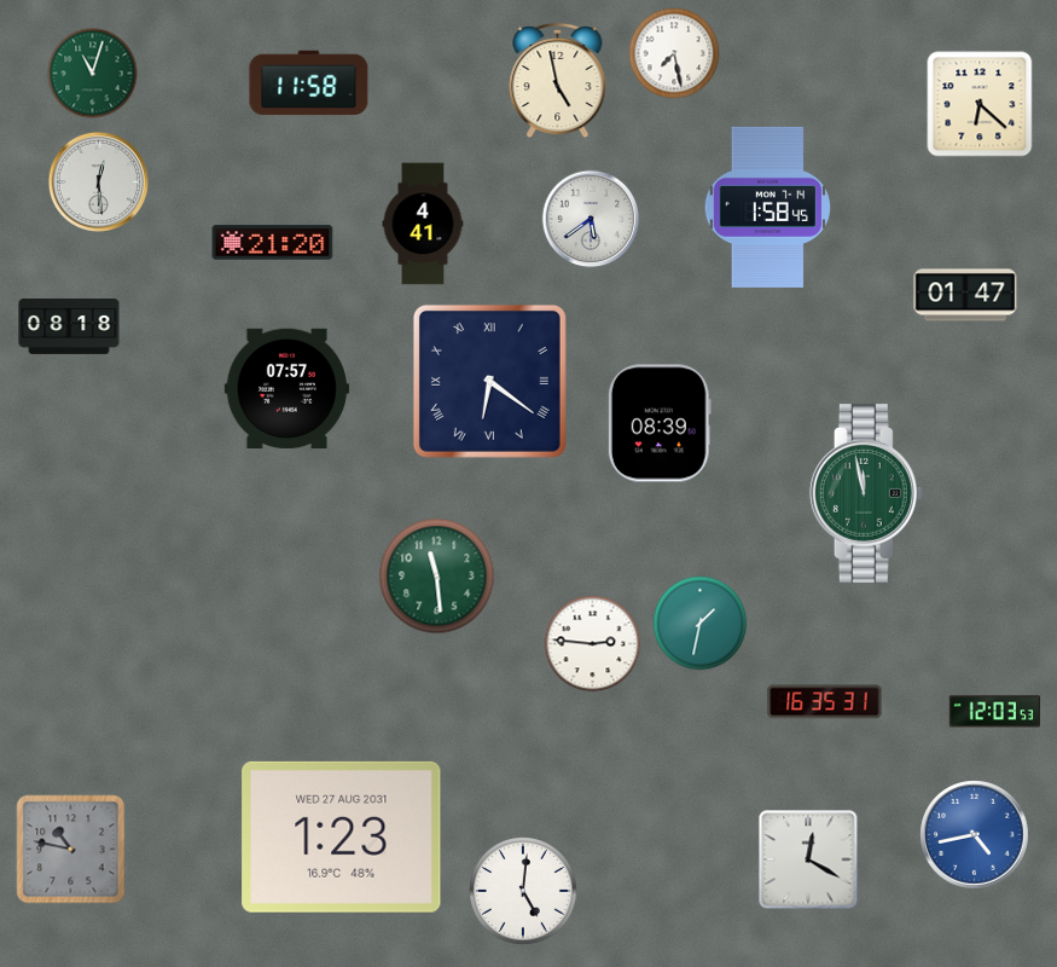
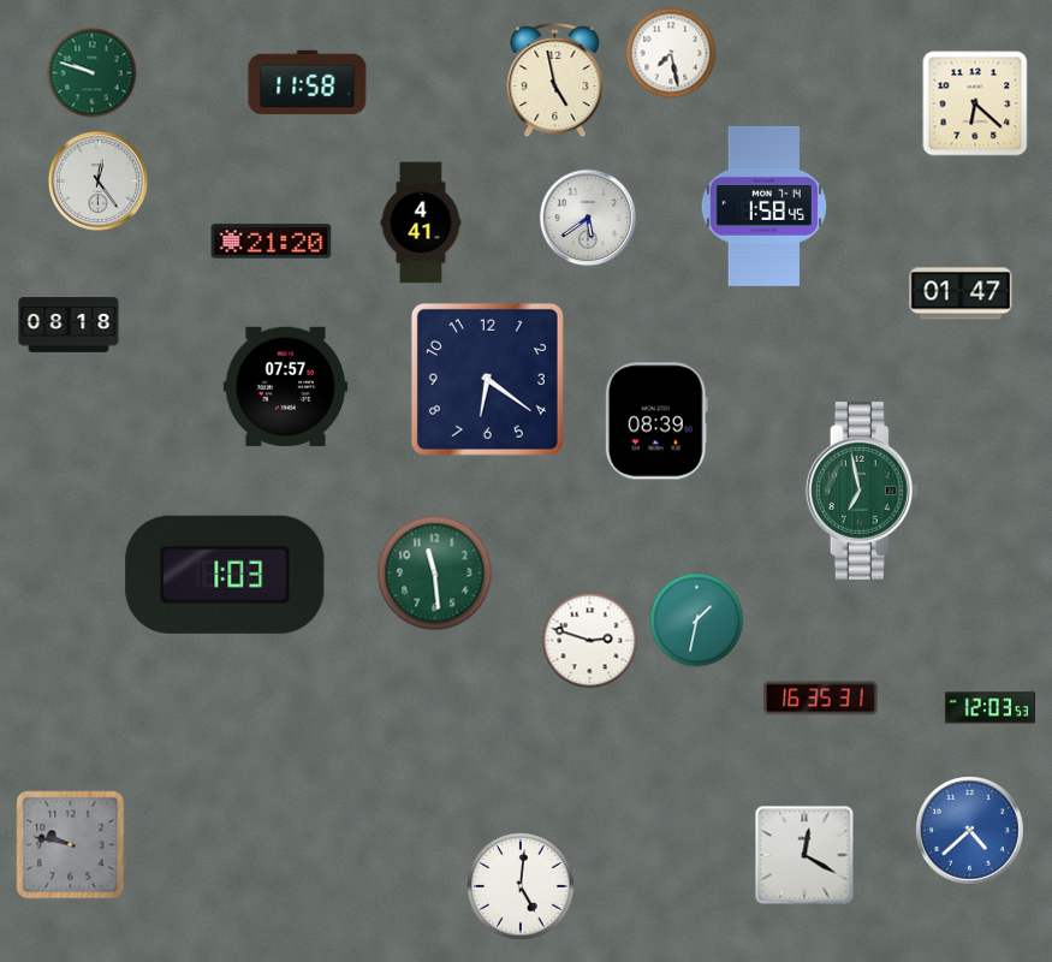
clock at (93, 74): 11:03 -> 9:48
clock at (98, 181): 12:29 -> 12:24
clock at (489, 381) numerals: Roman -> Arabic
clock at (866, 493): 11:58 -> 6:58
clock at (225, 575): none -> 1:03
clock at (593, 644): 2:46 -> 2:48
clock at (975, 835): 4:43 -> 4:38
clock at (342, 836): 1:23 -> none
clock at (71, 850): 10:47 -> 9:47
